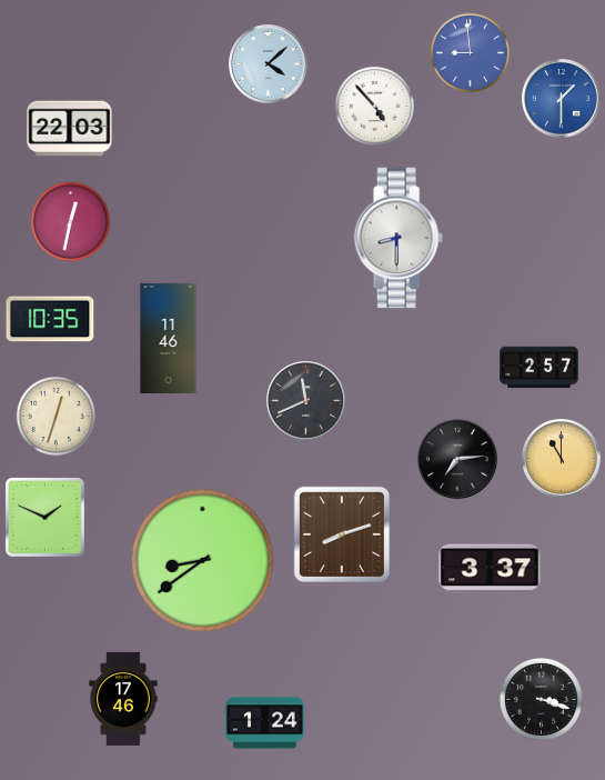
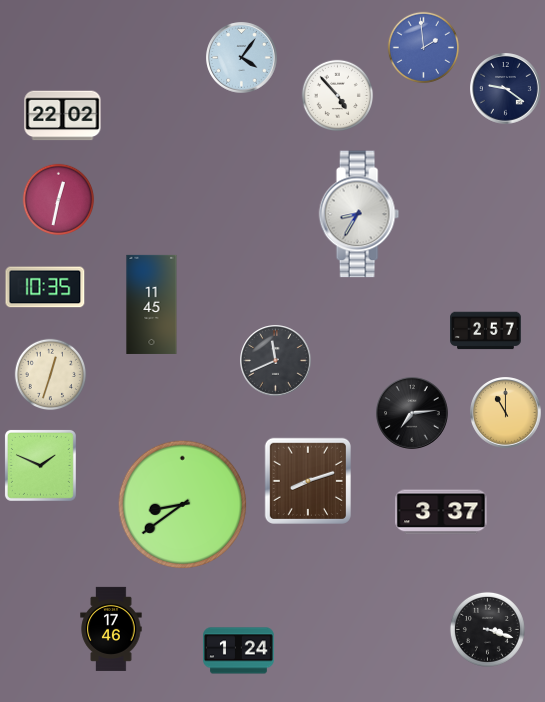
clock at (471, 53): 8:59 -> 1:59
clock at (269, 64): 4:08 -> 4:06
clock at (562, 99): 1:30 -> 9:21
clock at (562, 99) dial: blue -> navy
clock at (70, 129): 22:03 -> 22:02
clock at (71, 222) position: (71, 222) -> (59, 200)
clock at (399, 238): 8:30 -> 8:35
clock at (169, 338): 11:46 -> 11:45
